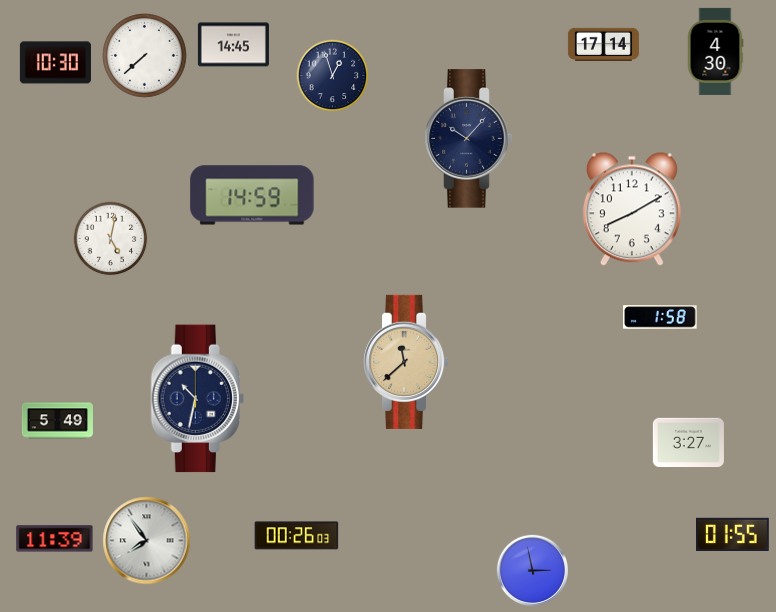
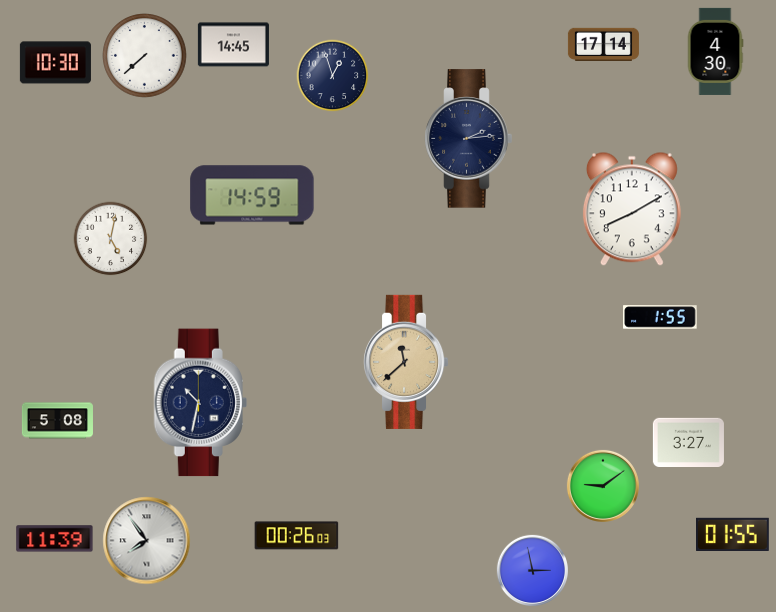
clock at (469, 139): 10:07 -> 2:14
clock at (660, 317): 1:58 -> 1:55
clock at (197, 399) position: (197, 399) -> (200, 403)
clock at (57, 421): 5:49 -> 5:08
clock at (603, 486): none -> 9:09
